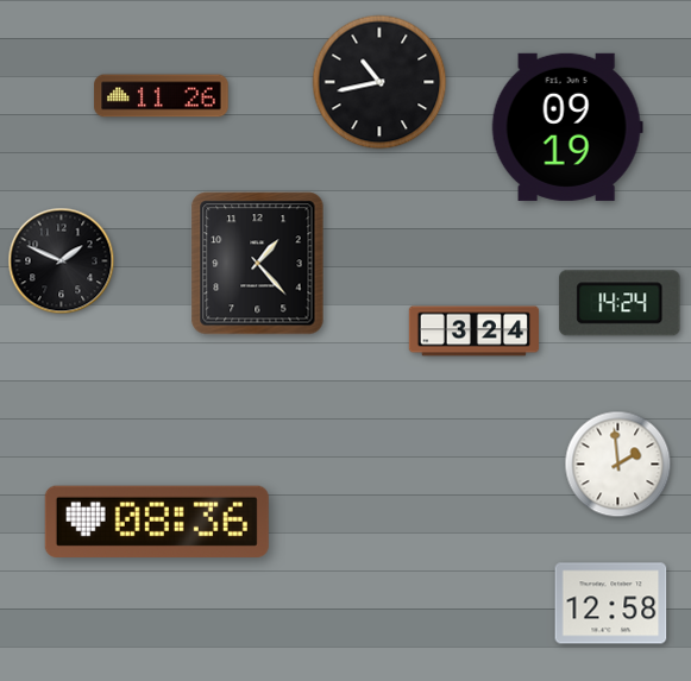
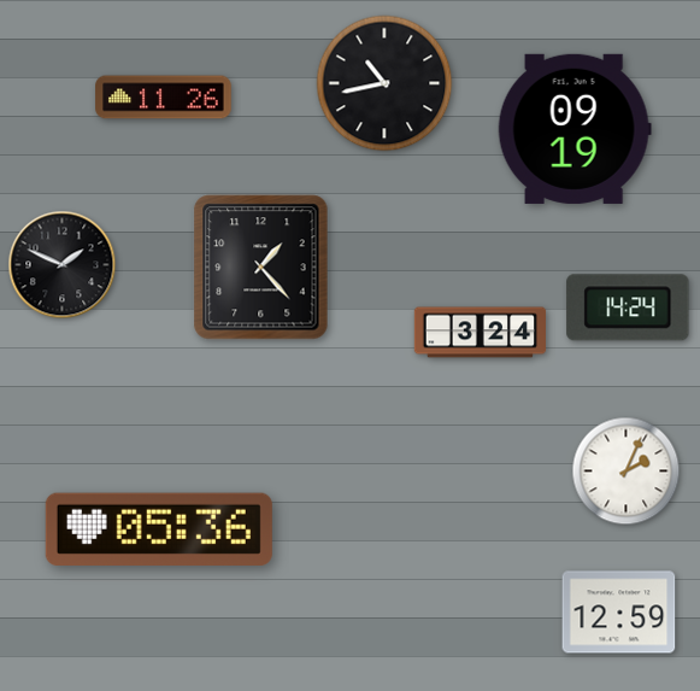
clock at (475, 332) position: (475, 332) -> (481, 333)
clock at (618, 465): 1:59 -> 2:04
clock at (157, 522): 08:36 -> 05:36
clock at (611, 604): 12:58 -> 12:59
